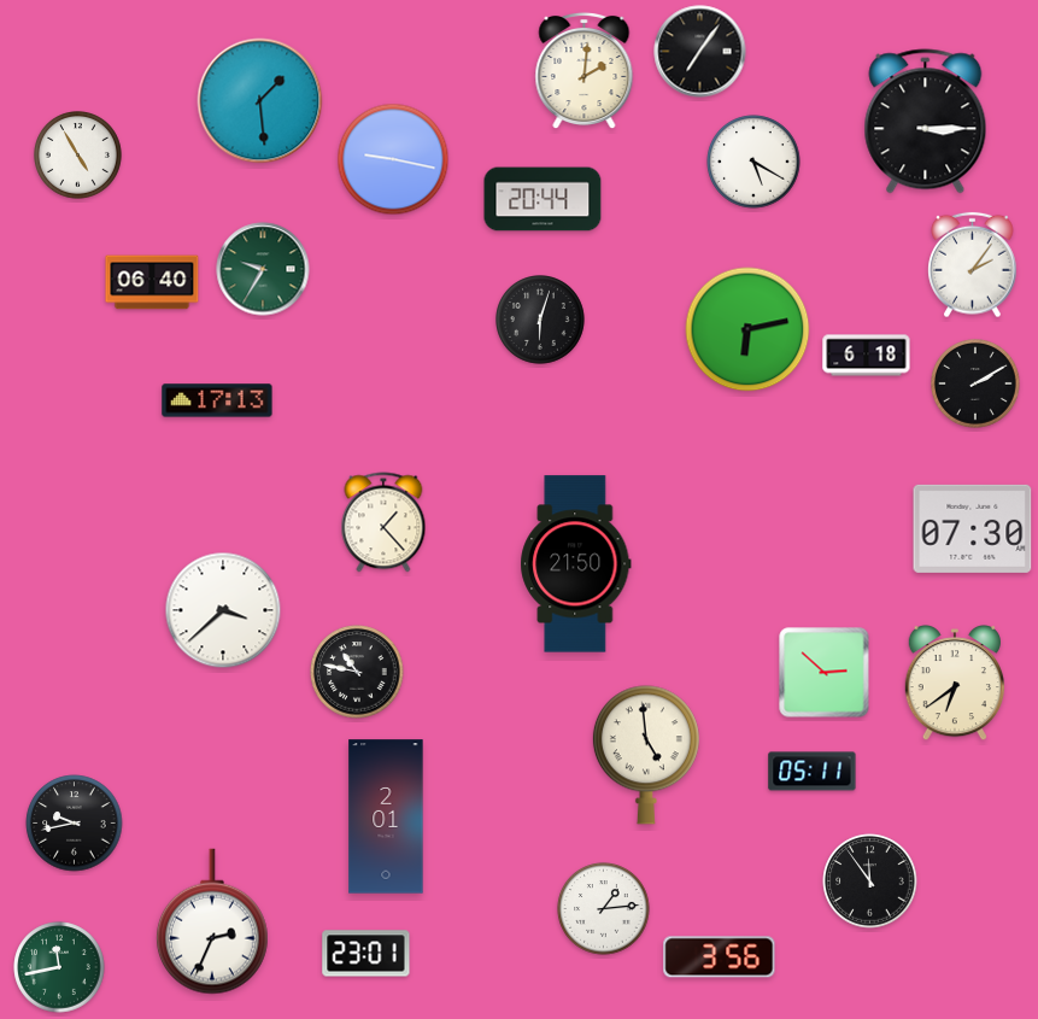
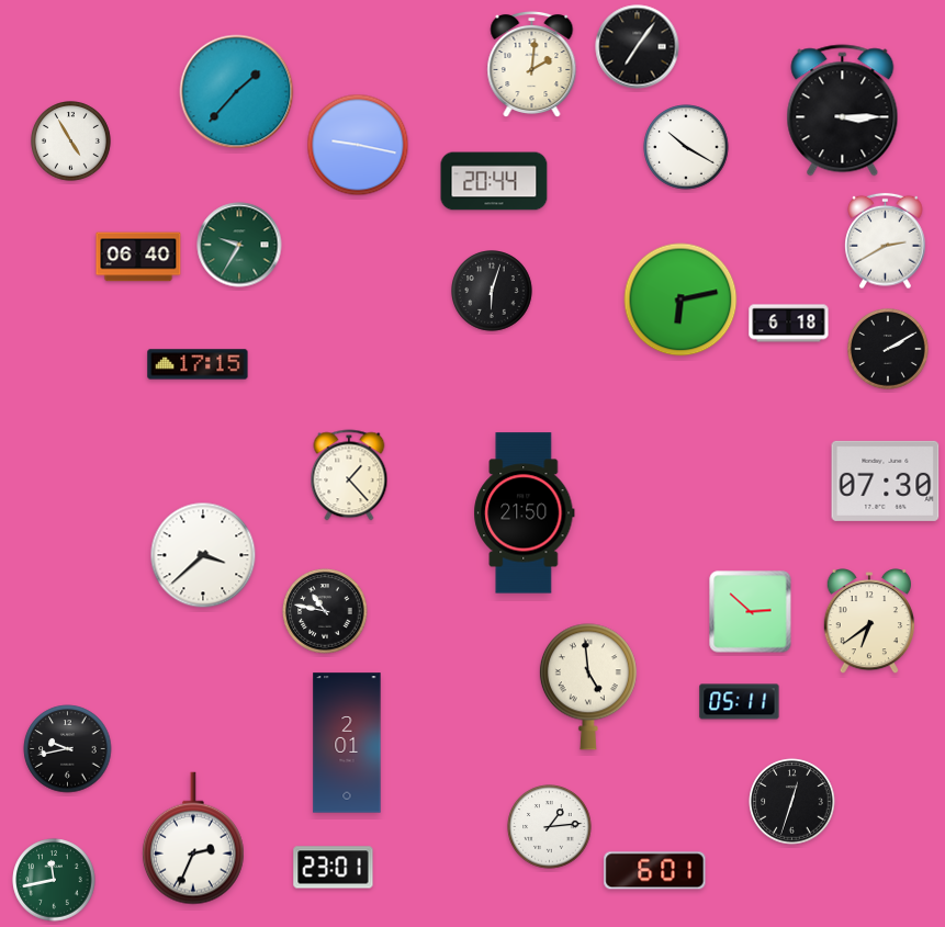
clock at (260, 101): 1:29 -> 1:37
clock at (753, 162): 5:20 -> 10:20
clock at (973, 265): 2:06 -> 2:40
clock at (217, 400): 17:13 -> 17:15
clock at (386, 816) position: (386, 816) -> (347, 743)
clock at (870, 882): 11:54 -> 12:33
clock at (720, 957): 3:56 -> 6:01
